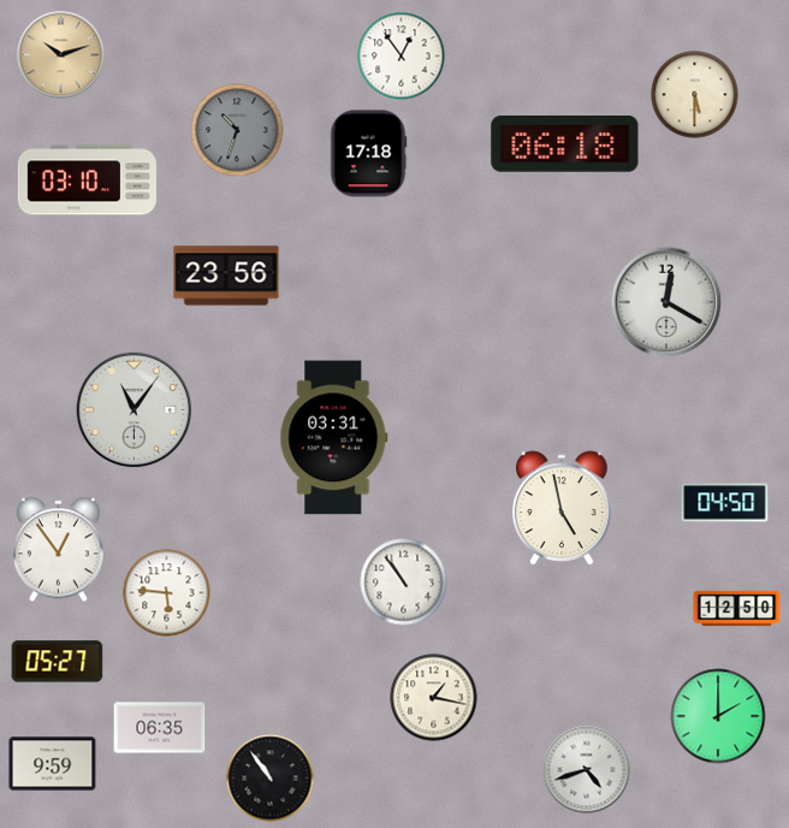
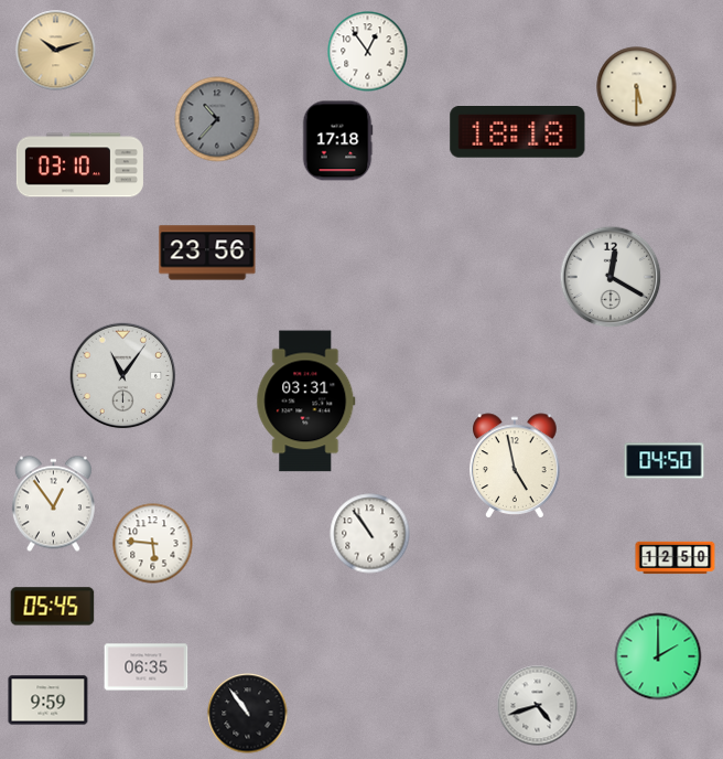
clock at (237, 130): 10:33 -> 10:37
clock at (565, 144): 06:18 -> 18:18
clock at (58, 662): 05:27 -> 05:45
clock at (434, 698): 1:17 -> none
